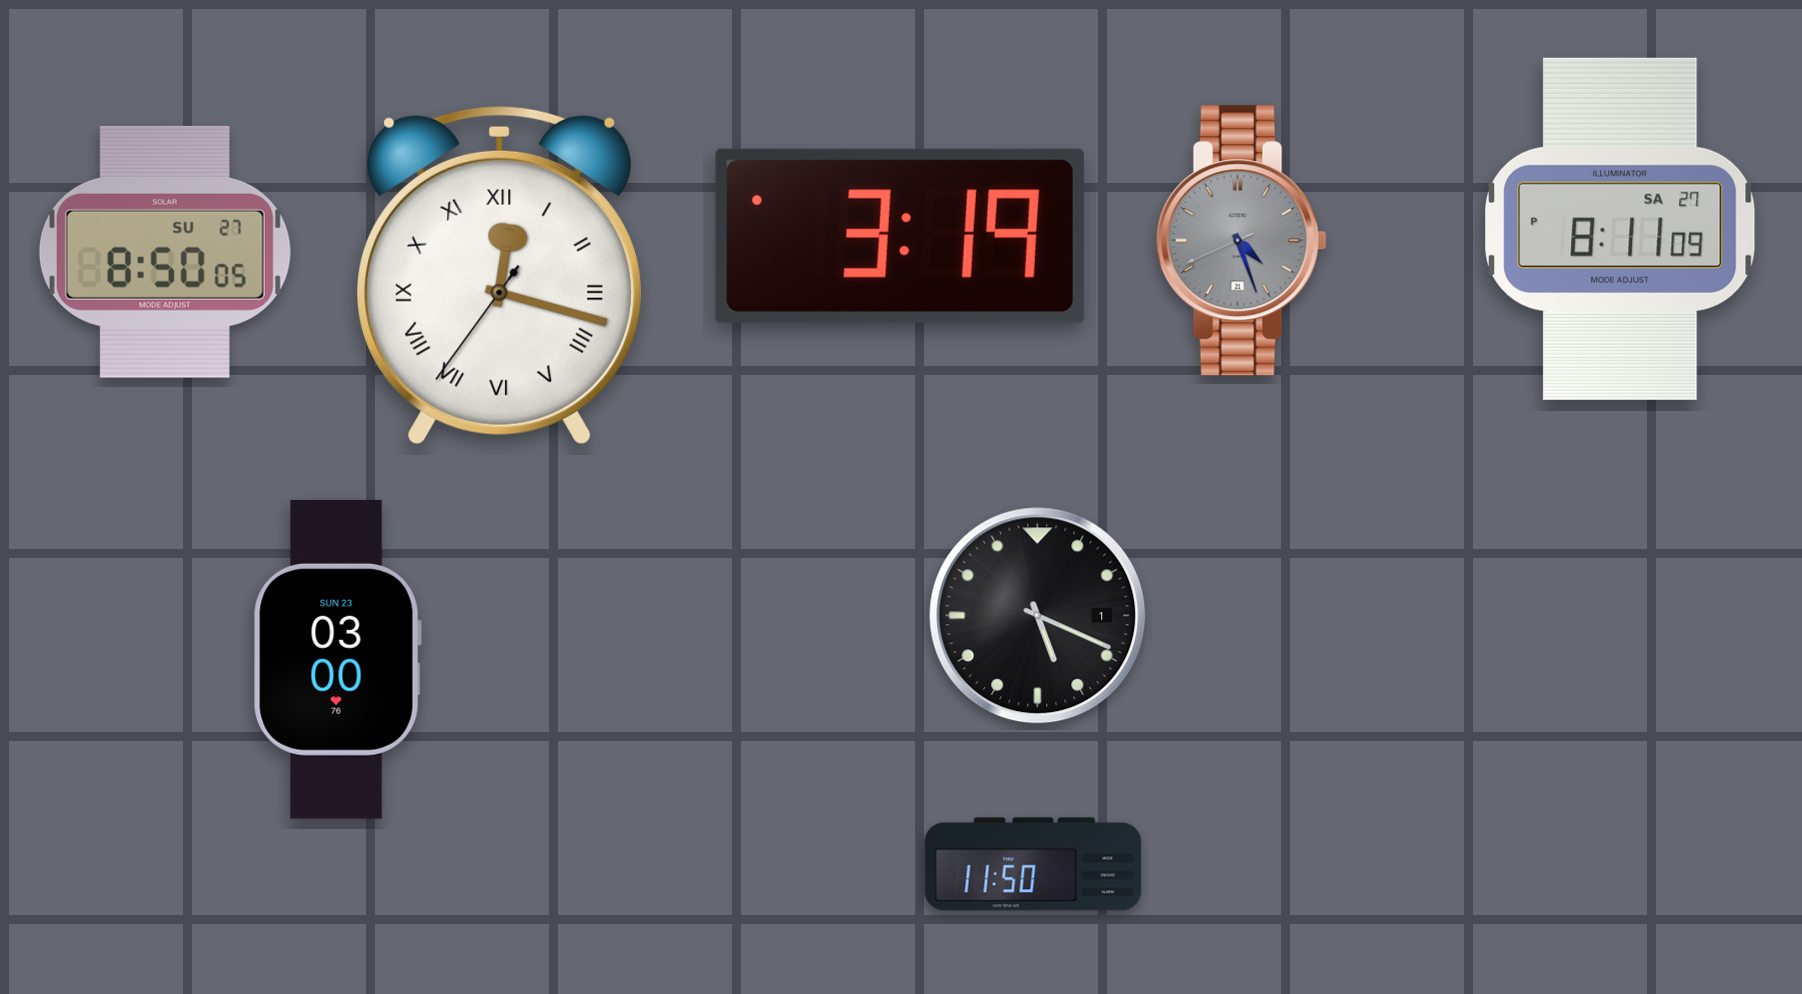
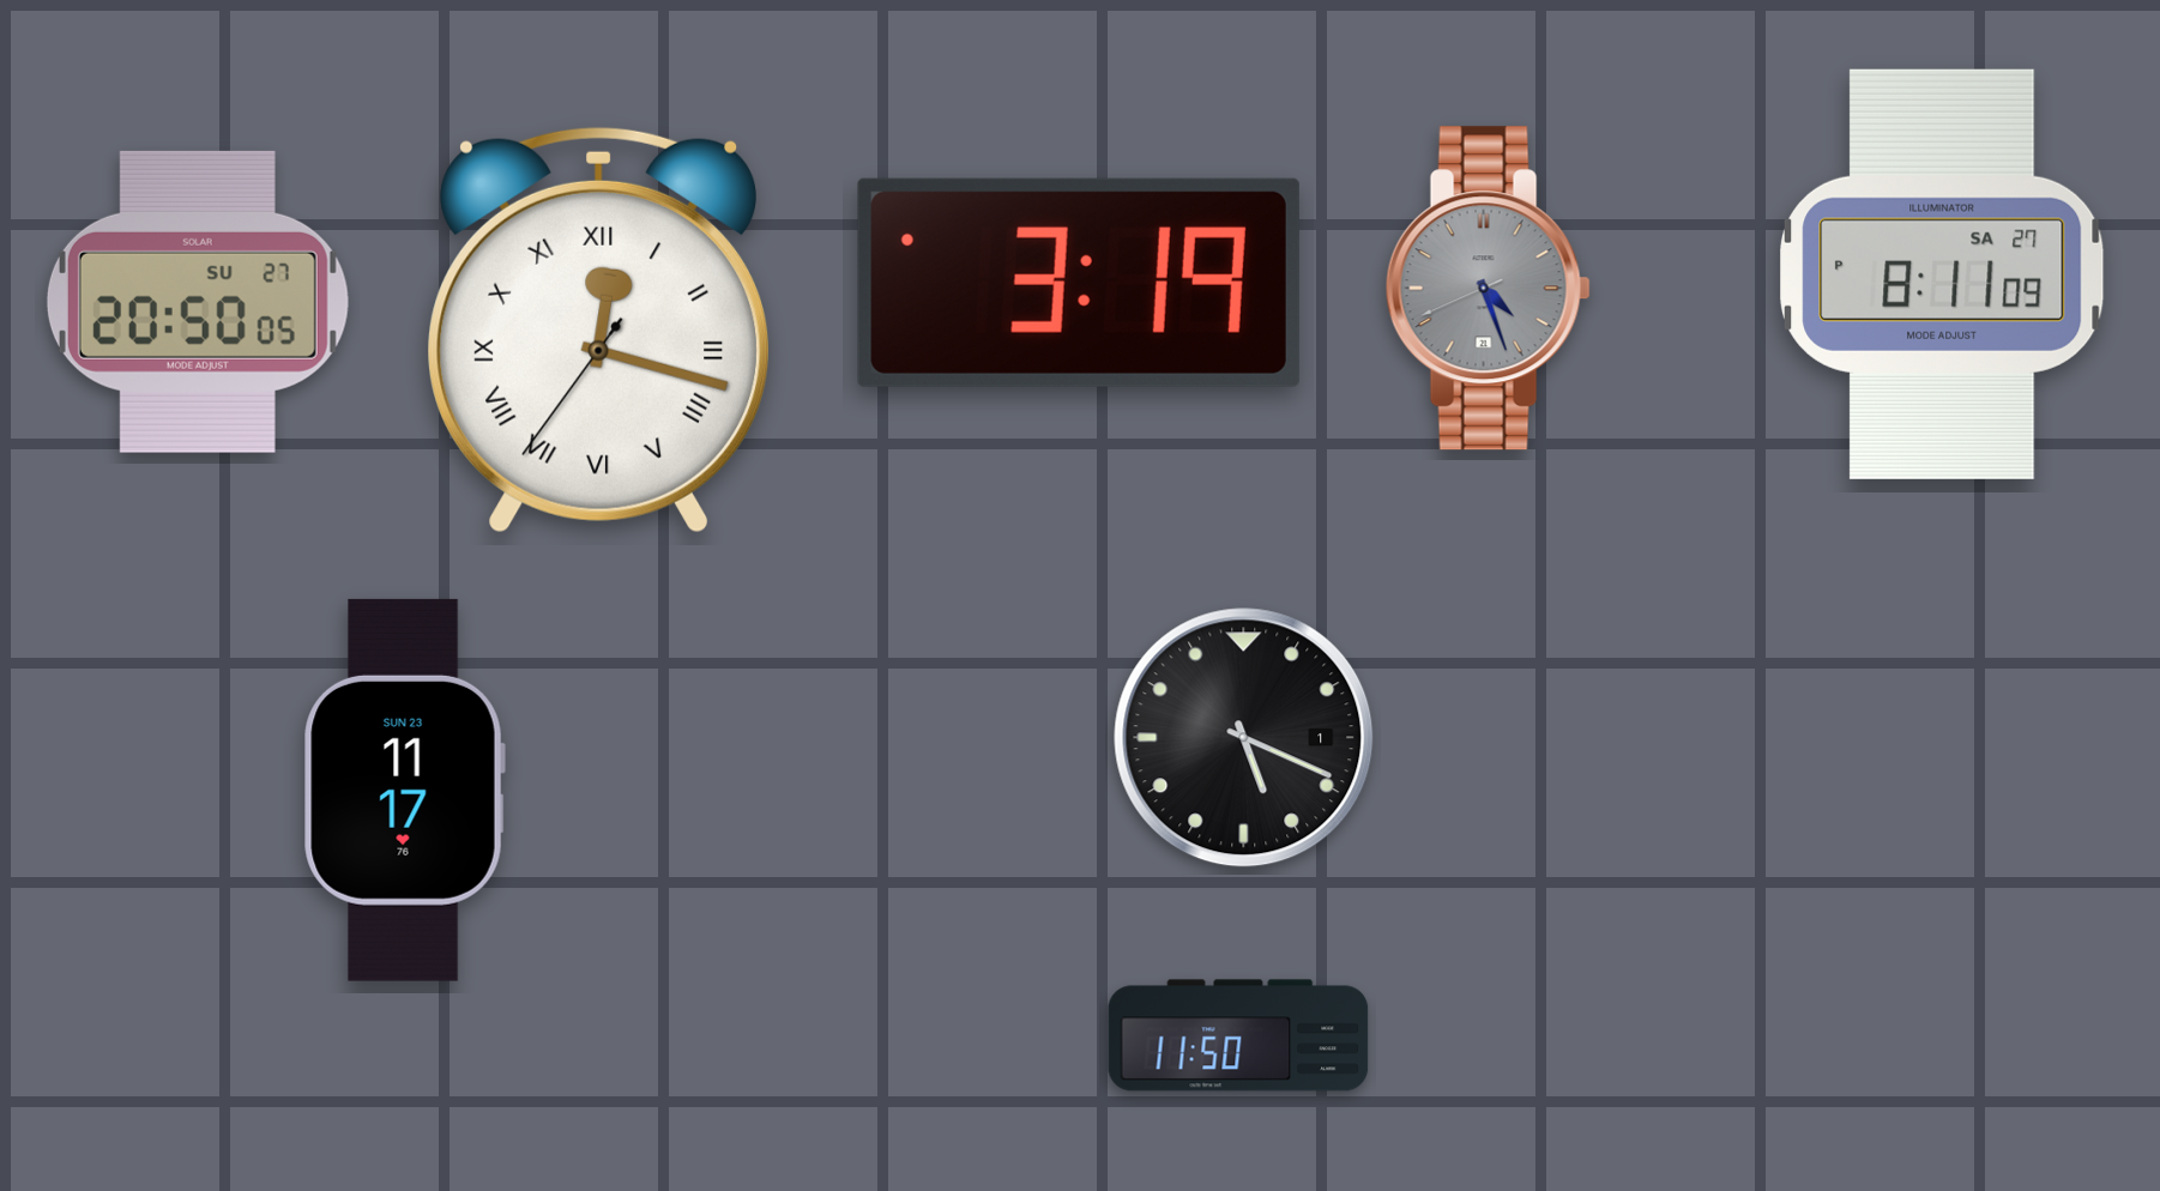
clock at (165, 252): 8:50 -> 20:50
clock at (337, 659): 03:00 -> 11:17
